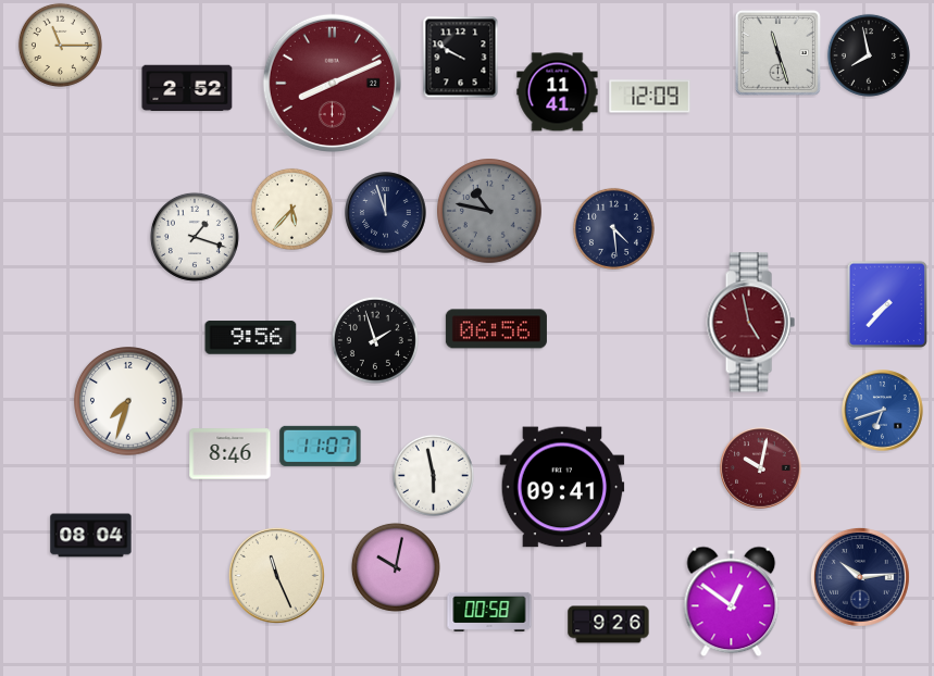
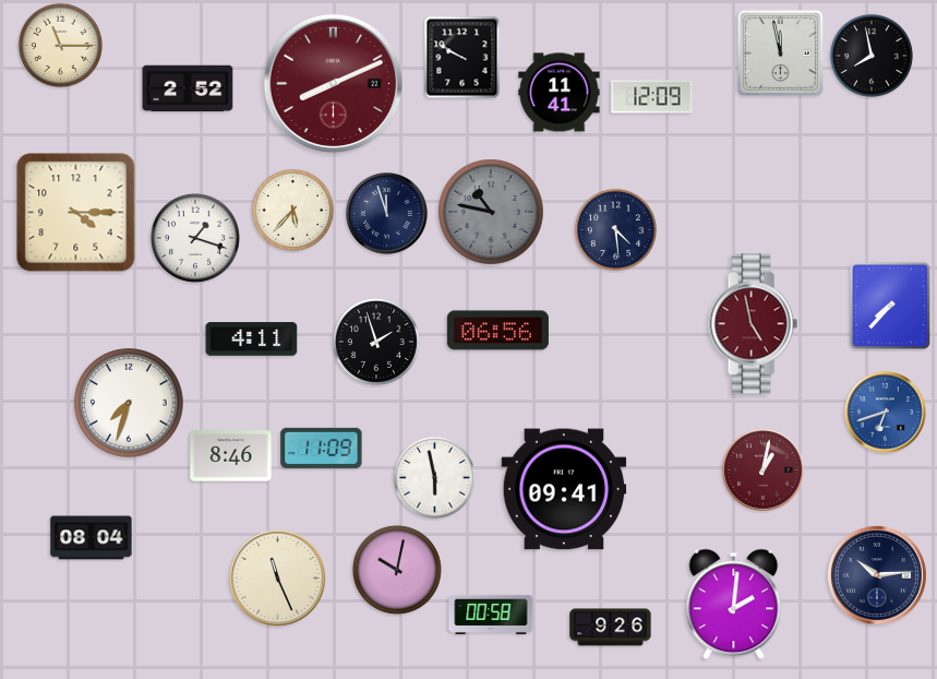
clock at (777, 52): 11:27 -> 11:58
clock at (76, 213): none -> 4:15
clock at (251, 338): 9:56 -> 4:11
clock at (321, 446): 11:07 -> 11:09
clock at (761, 468): 10:02 -> 1:02
clock at (860, 577) position: (860, 577) -> (877, 575)
clock at (732, 602): 12:51 -> 2:01
